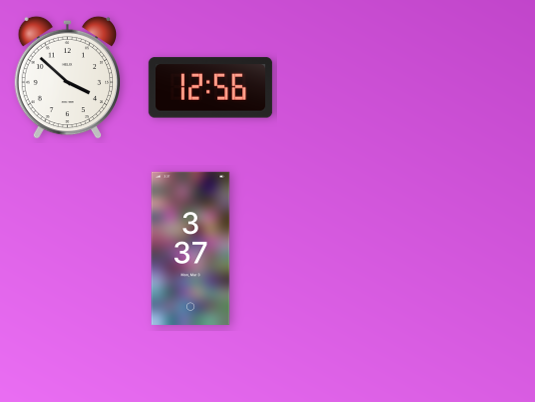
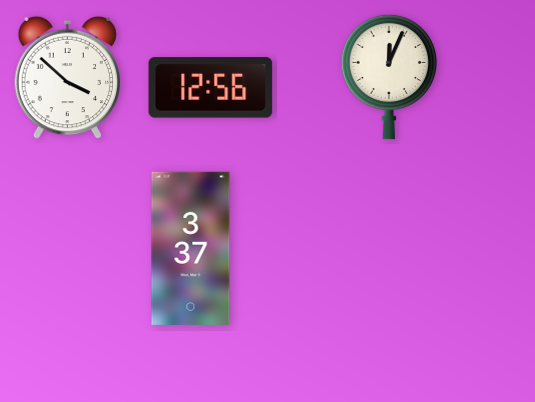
clock at (389, 77): none -> 12:04
